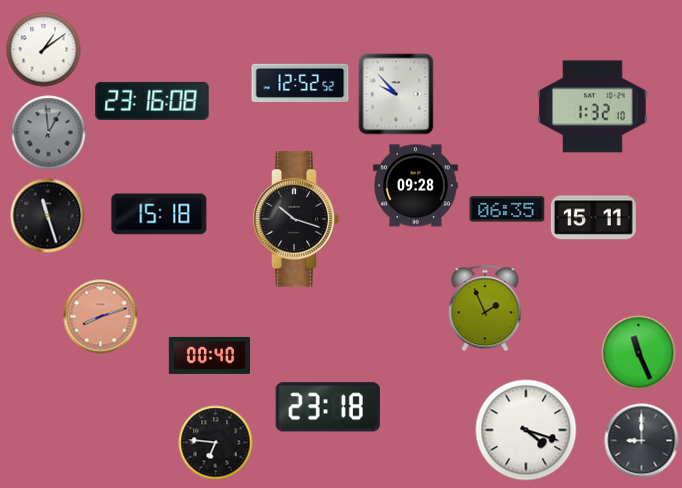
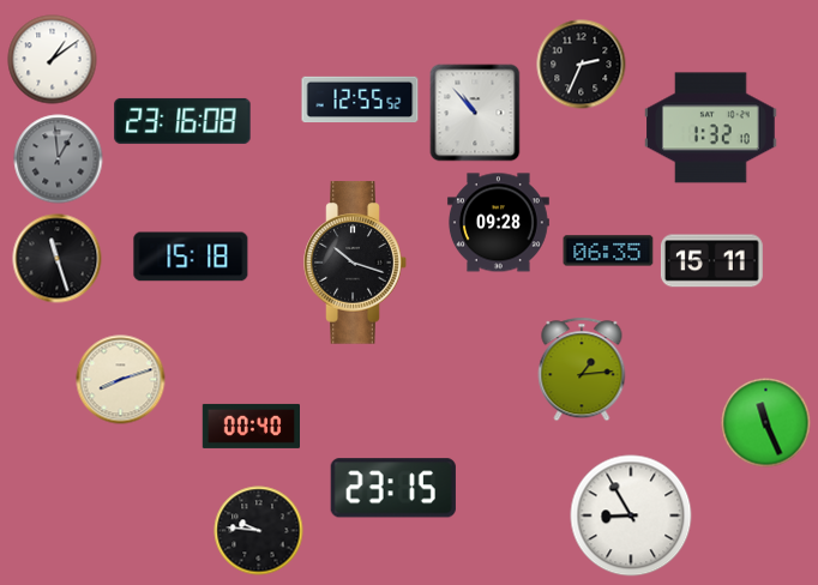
clock at (582, 65): none -> 2:34
clock at (300, 83): 12:52 -> 12:55
clock at (396, 94): 9:53 -> 10:53
clock at (485, 308): 1:56 -> 1:14
clock at (101, 317) dial: salmon -> cream
clock at (328, 407): 23:18 -> 23:15
clock at (526, 430): 4:18 -> 8:55
clock at (642, 441): 9:00 -> none
clock at (216, 443): 6:46 -> 9:46
